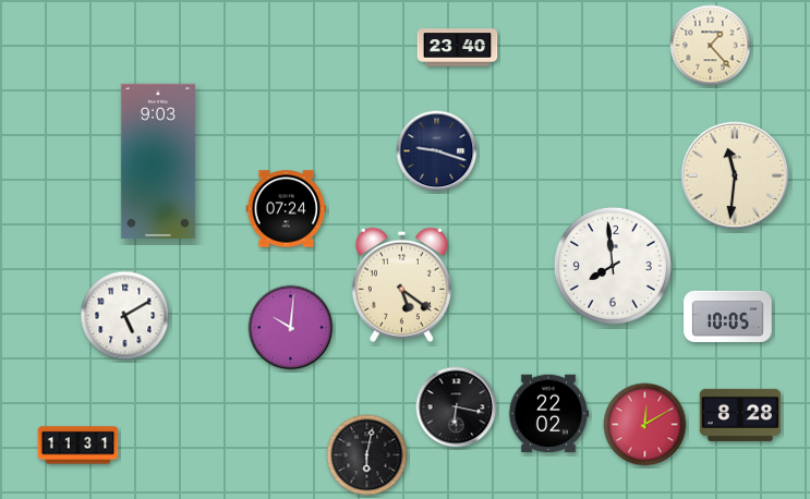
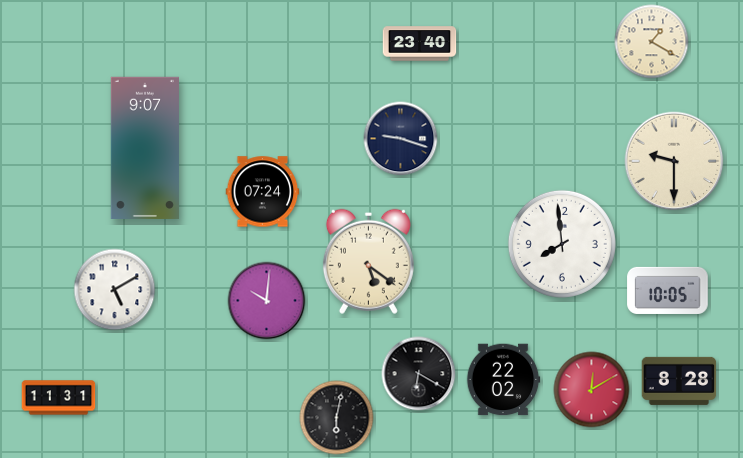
clock at (711, 46): 1:23 -> 1:20
clock at (158, 161): 9:03 -> 9:07
clock at (735, 175): 11:31 -> 9:30
clock at (457, 407): 6:17 -> 6:20
clock at (78, 446) position: (78, 446) -> (59, 398)
